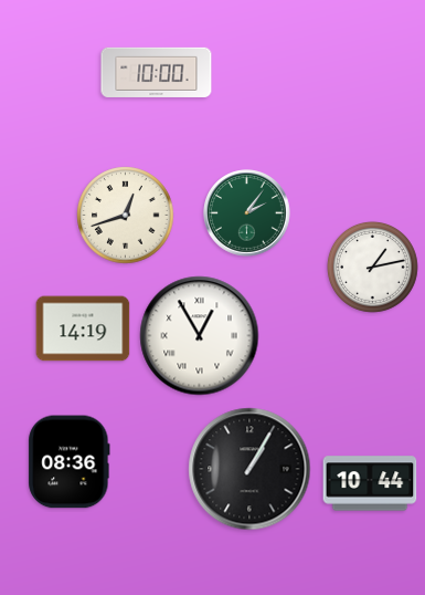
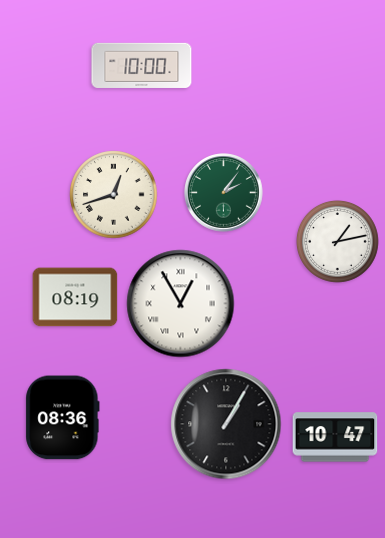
clock at (83, 328): 14:19 -> 08:19
clock at (370, 483): 10:44 -> 10:47
